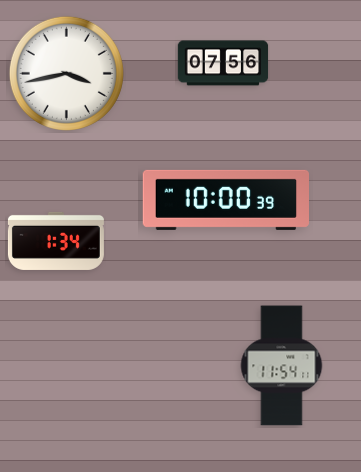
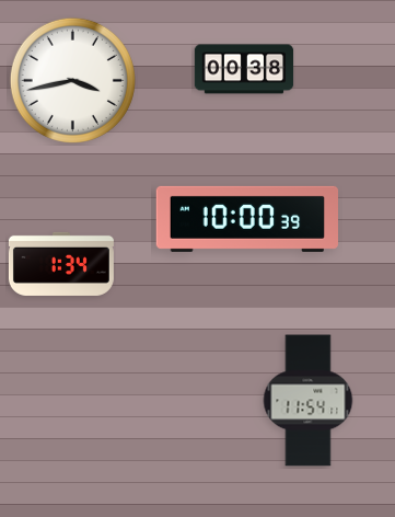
clock at (223, 63): 07:56 -> 00:38
